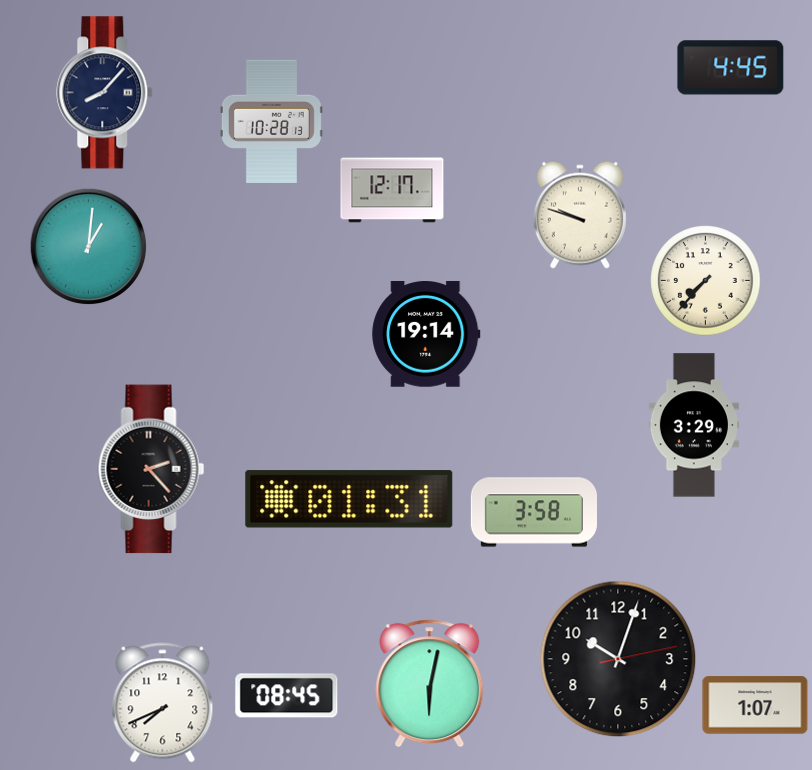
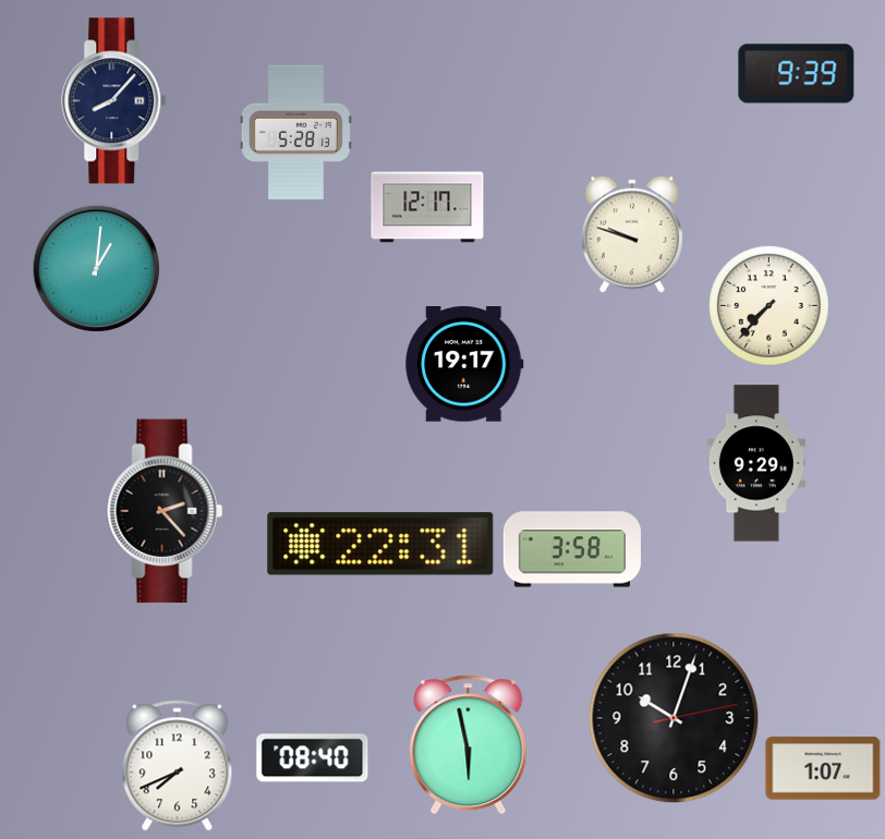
clock at (731, 68): 4:45 -> 9:39
clock at (271, 121): 10:28 -> 5:28
clock at (426, 335): 19:14 -> 19:17
clock at (694, 425): 3:29 -> 9:29
clock at (349, 499): 01:31 -> 22:31
clock at (534, 512) position: (534, 512) -> (572, 549)
clock at (430, 684): 6:02 -> 5:58
clock at (287, 696): 08:45 -> 08:40
